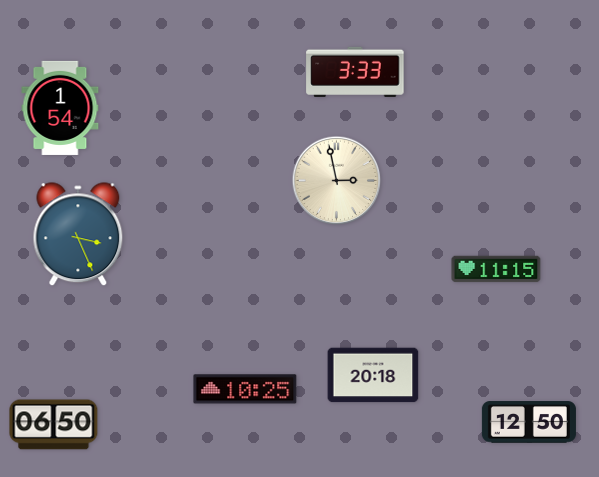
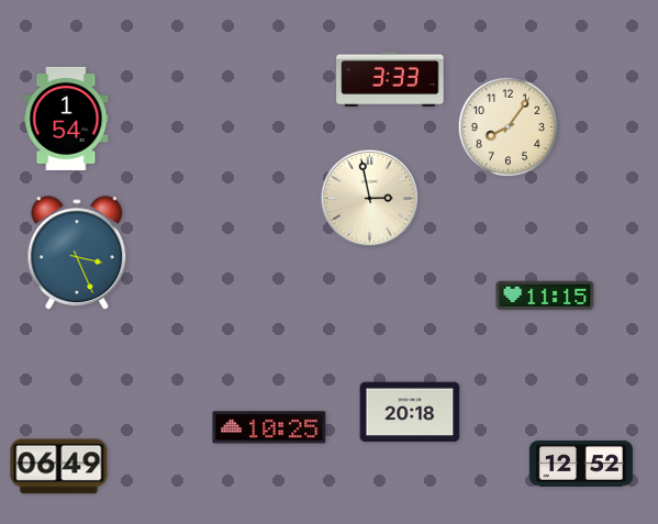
clock at (509, 127): none -> 8:06
clock at (78, 235) position: (78, 235) -> (77, 254)
clock at (529, 422): 12:50 -> 12:52
clock at (54, 425): 06:50 -> 06:49
